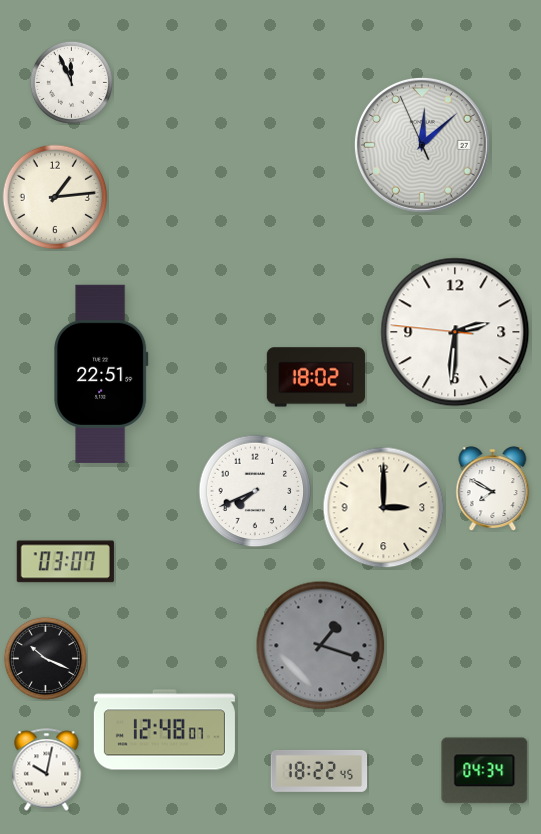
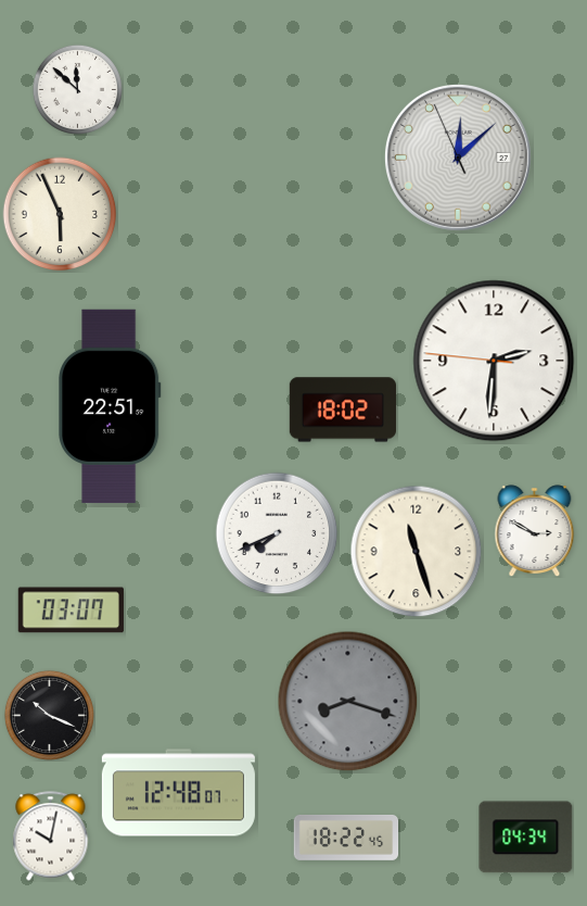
clock at (71, 82): 11:56 -> 11:52
clock at (55, 197): 1:14 -> 5:56
clock at (493, 488): 7:50 -> 2:50
clock at (384, 508): 3:00 -> 11:27
clock at (321, 646): 1:18 -> 8:18
